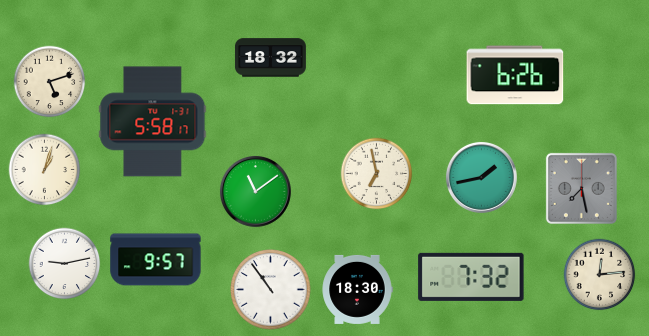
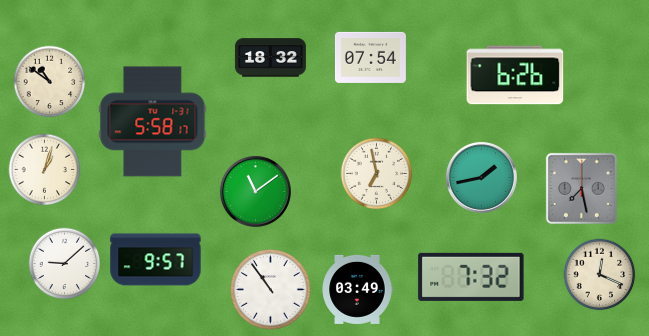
clock at (370, 57): none -> 07:54
clock at (50, 82): 5:12 -> 10:51
clock at (65, 264): 9:13 -> 9:08
clock at (600, 275): 12:14 -> 12:19
clock at (357, 289): 18:30 -> 03:49
